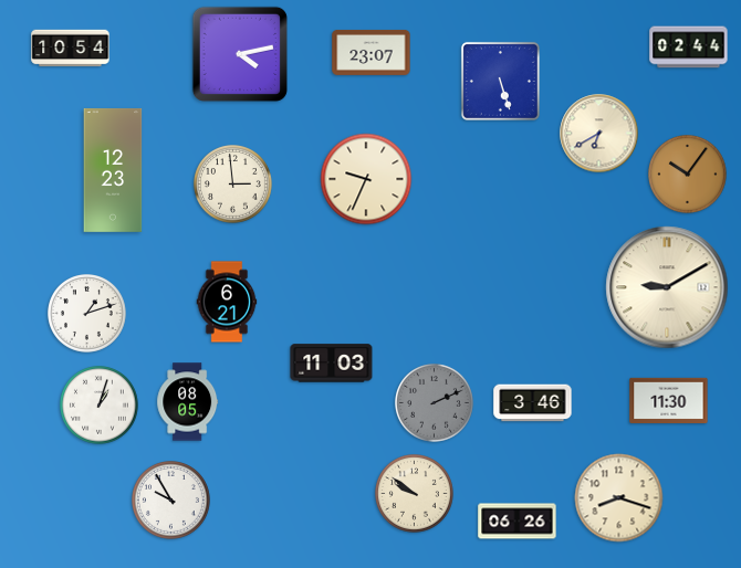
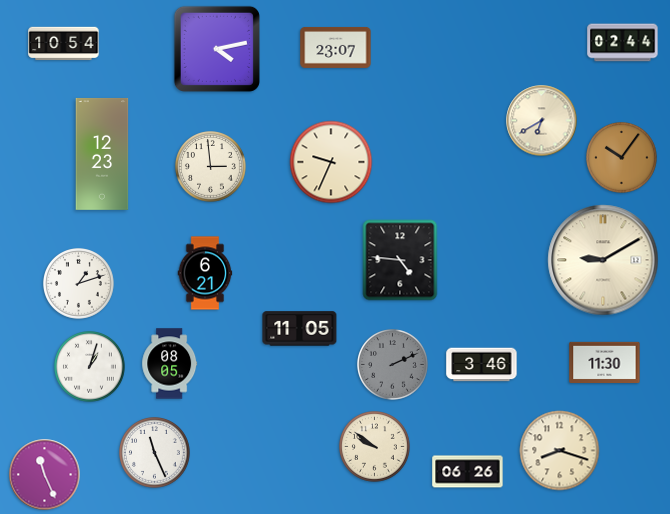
clock at (500, 81): 5:27 -> none
clock at (400, 260): none -> 4:46
clock at (332, 364): 11:03 -> 11:05
clock at (171, 501): 9:55 -> 11:26
clock at (45, 475): none -> 11:26
